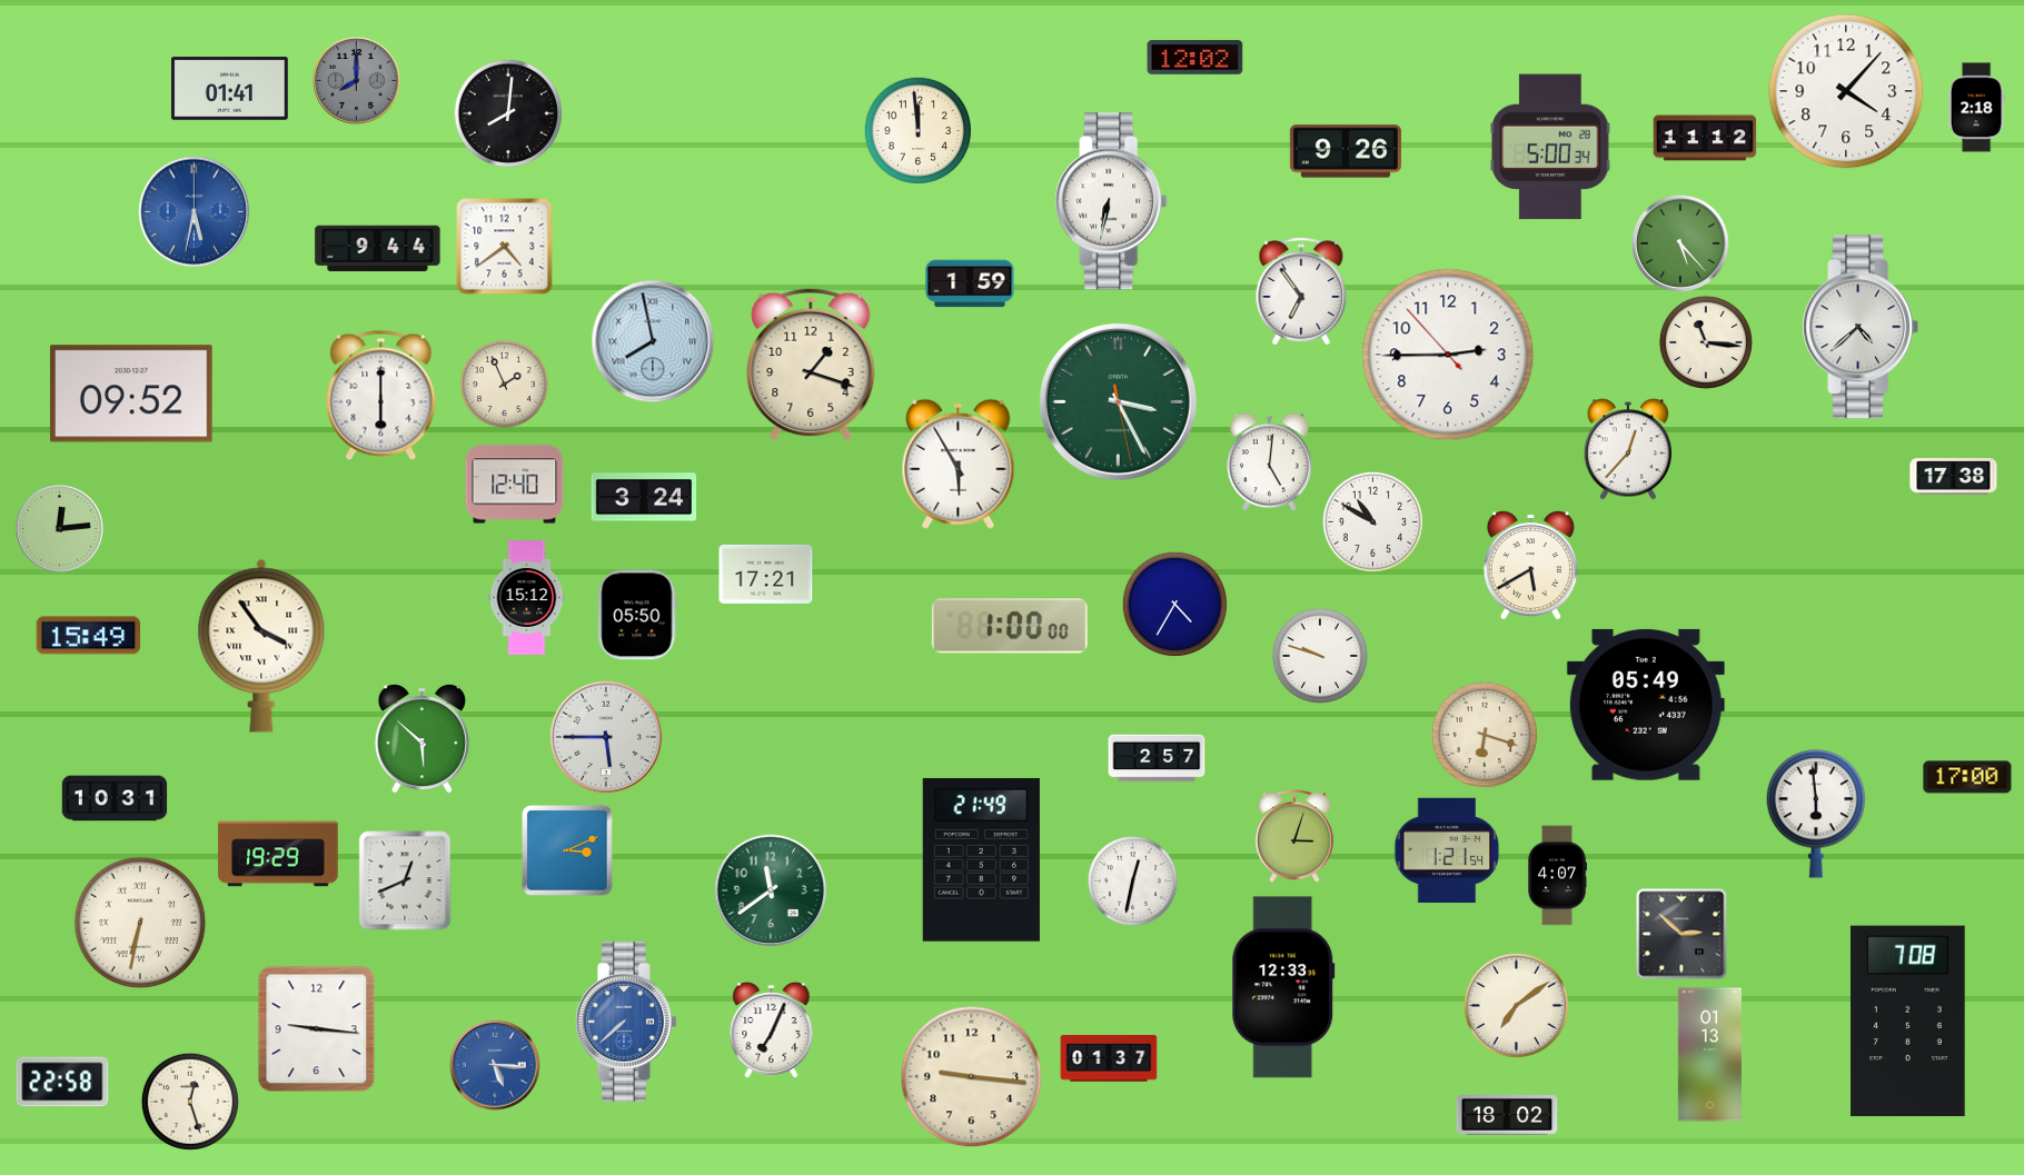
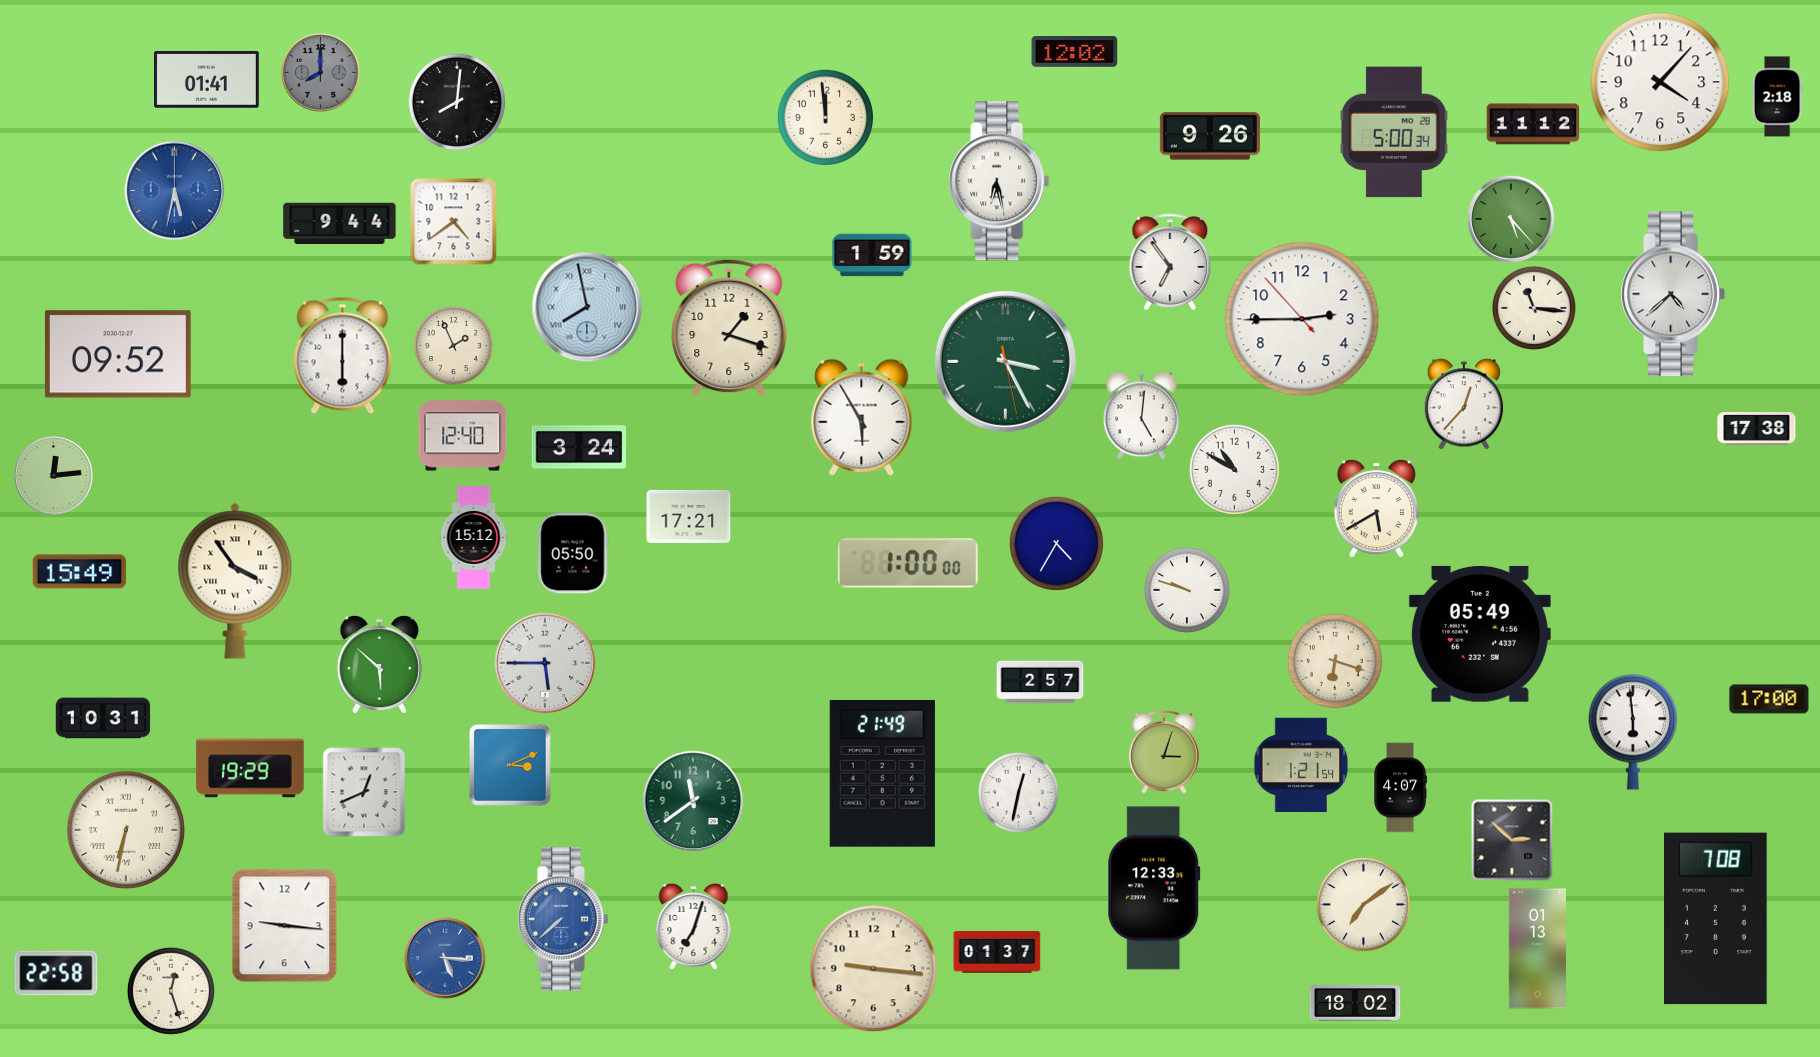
clock at (1111, 201): 6:32 -> 6:28
clock at (772, 1029): 7:04 -> 7:03
